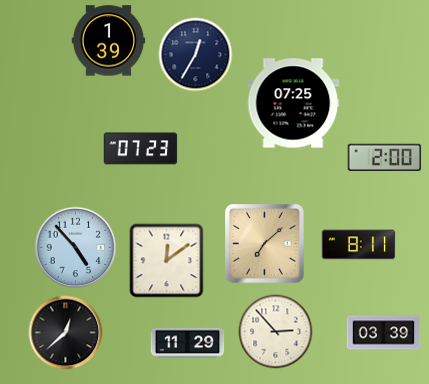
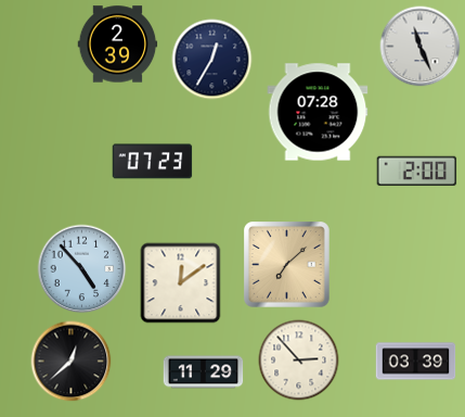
clock at (109, 41): 1:39 -> 2:39
clock at (421, 47): none -> 11:26
clock at (293, 103): 07:25 -> 07:28
clock at (359, 245): 8:11 -> none
